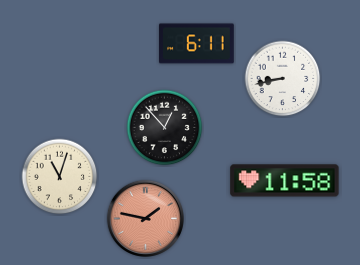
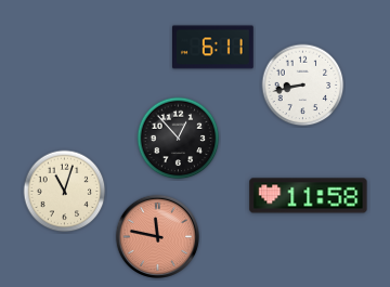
clock at (283, 79) position: (283, 79) -> (303, 86)
clock at (145, 218): 1:47 -> 11:47
